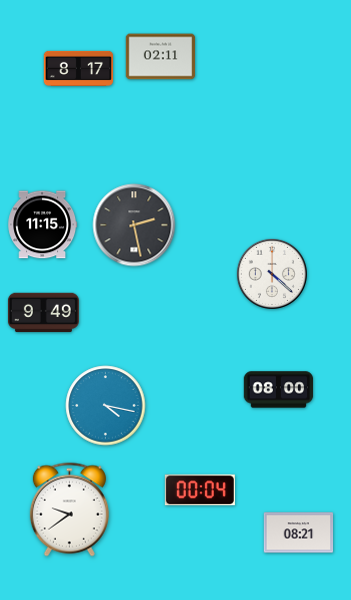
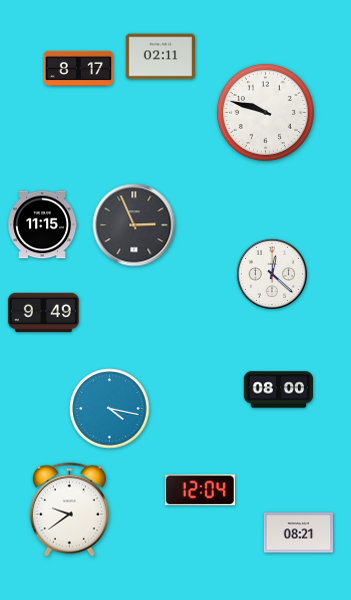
clock at (265, 112): none -> 9:48
clock at (134, 225): 2:28 -> 2:56
clock at (272, 274): 4:22 -> 12:22
clock at (106, 406) position: (106, 406) -> (110, 409)
clock at (200, 490): 00:04 -> 12:04
